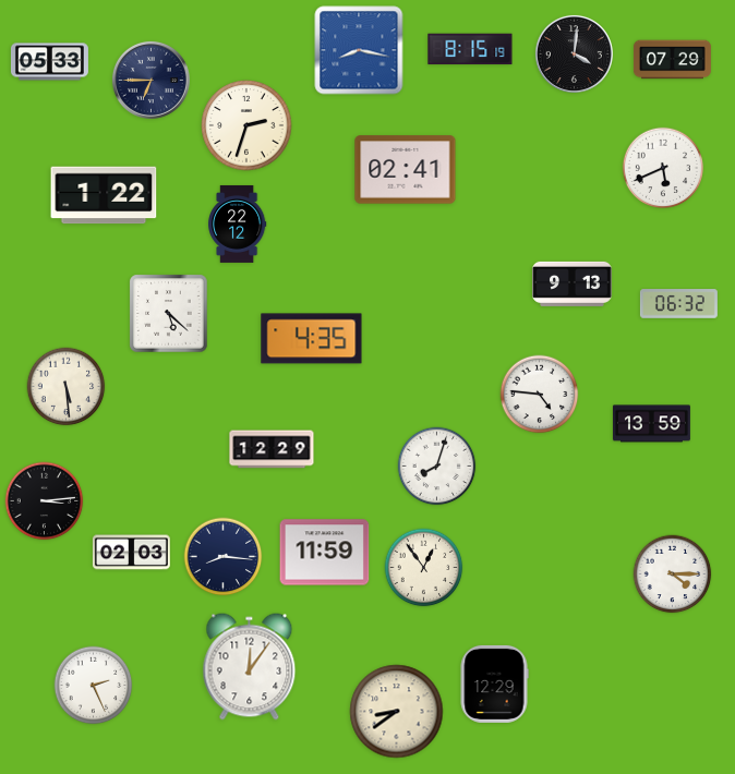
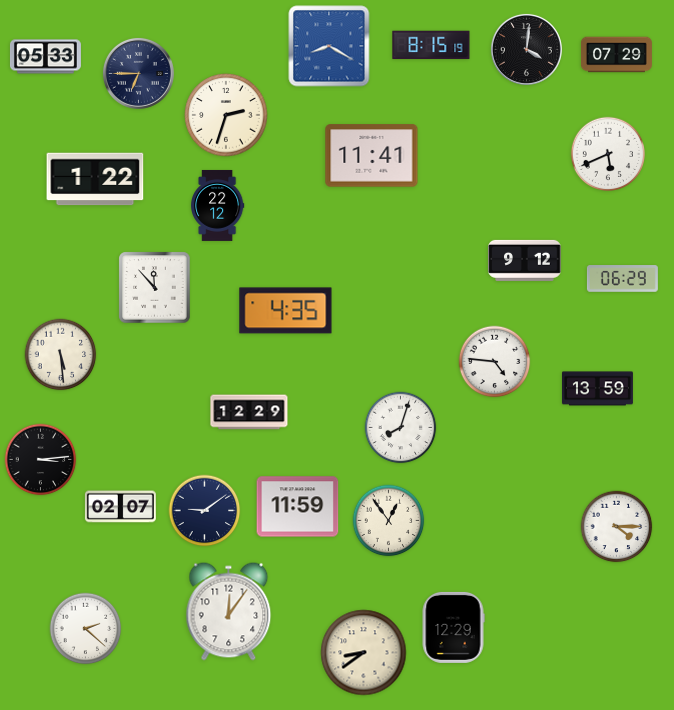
clock at (359, 50): 8:17 -> 8:20
clock at (406, 170): 02:41 -> 11:41
clock at (573, 283): 9:13 -> 9:12
clock at (678, 304): 06:32 -> 06:29
clock at (169, 314): 5:22 -> 11:53
clock at (131, 553): 02:03 -> 02:07
clock at (224, 557): 8:16 -> 9:09
clock at (94, 686): 2:26 -> 2:22
